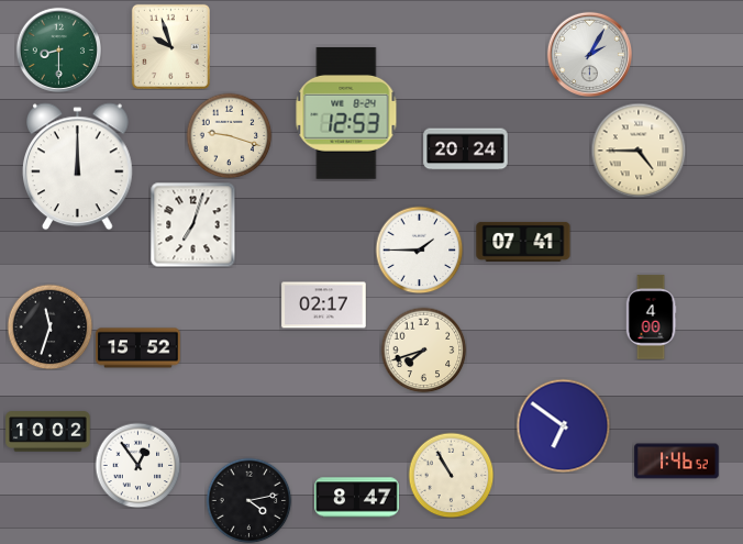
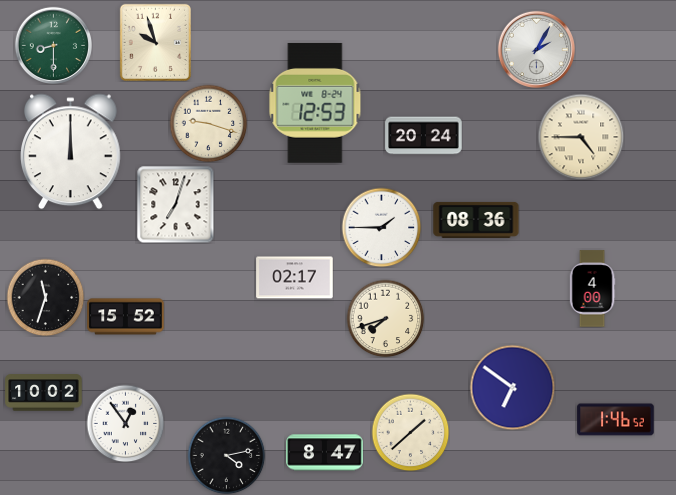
clock at (523, 242): 07:41 -> 08:36
clock at (451, 475): 10:55 -> 1:38
